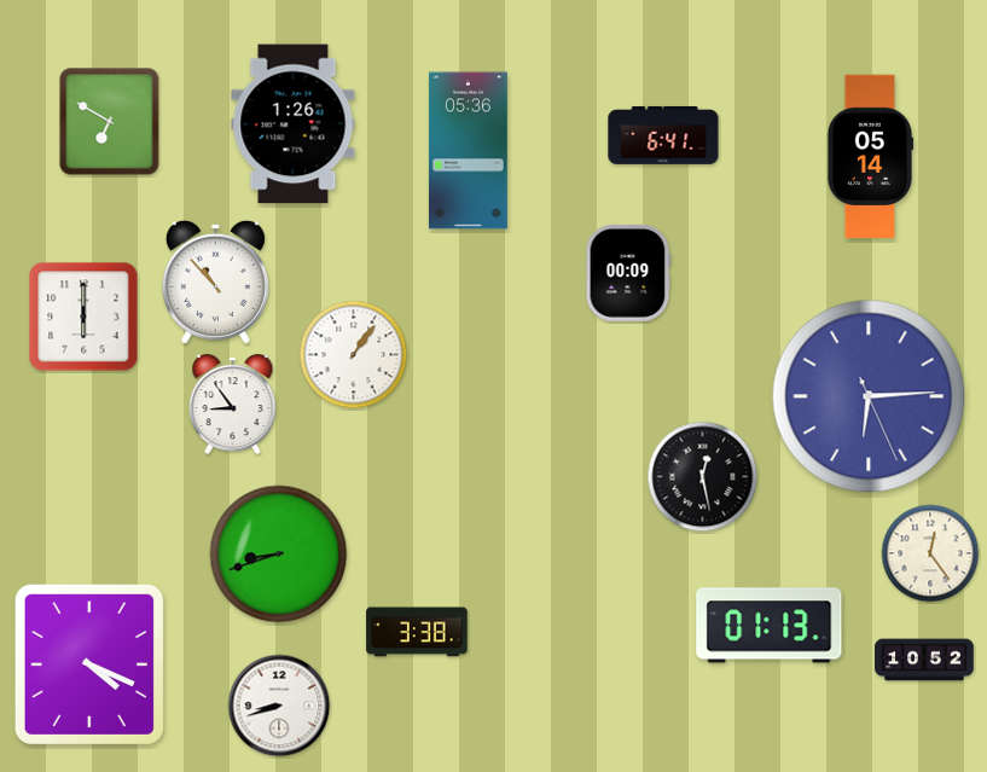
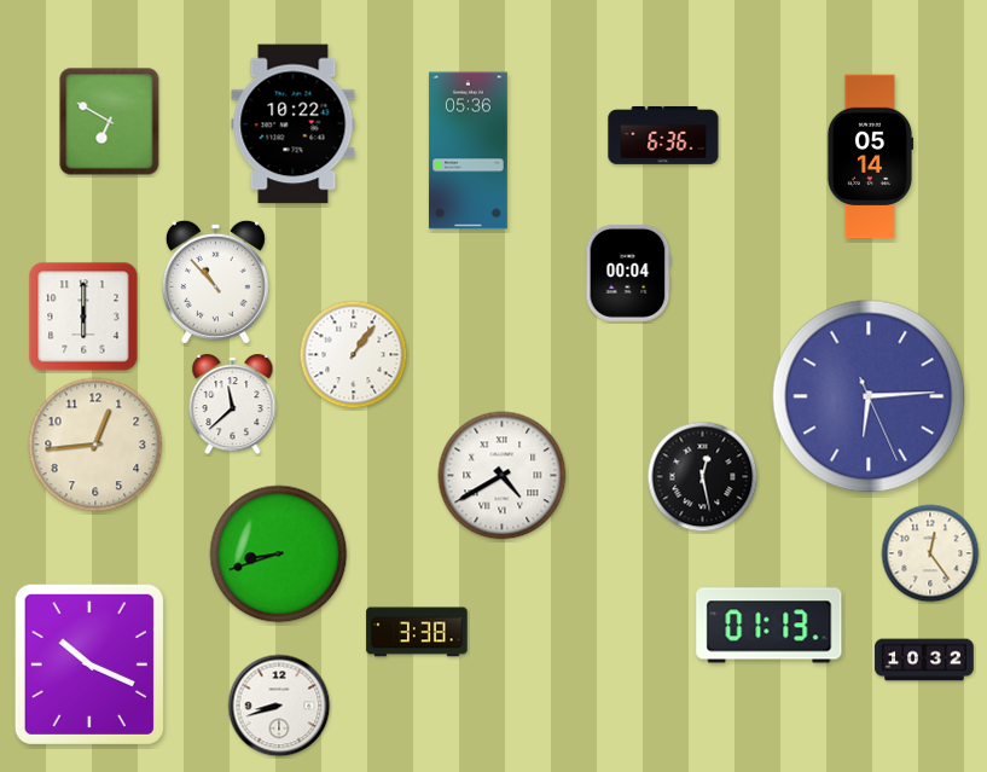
clock at (294, 124): 1:26 -> 10:22
clock at (663, 135): 6:41 -> 6:36
clock at (628, 273): 00:09 -> 00:04
clock at (233, 405): 8:54 -> 11:38
clock at (95, 445): none -> 12:44
clock at (503, 476): none -> 4:40
clock at (924, 660): 10:52 -> 10:32
clock at (89, 664): 4:19 -> 10:19
